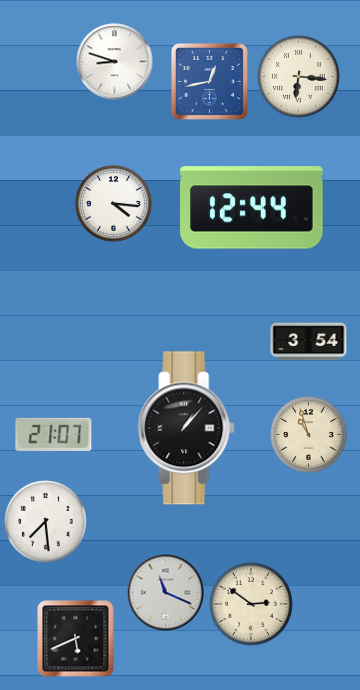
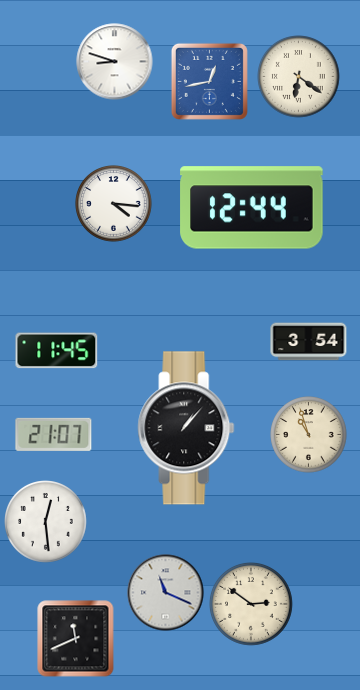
clock at (299, 77): 6:16 -> 6:21
clock at (57, 351): none -> 11:45
clock at (46, 522): 7:29 -> 12:29
clock at (76, 639): 5:41 -> 11:41
